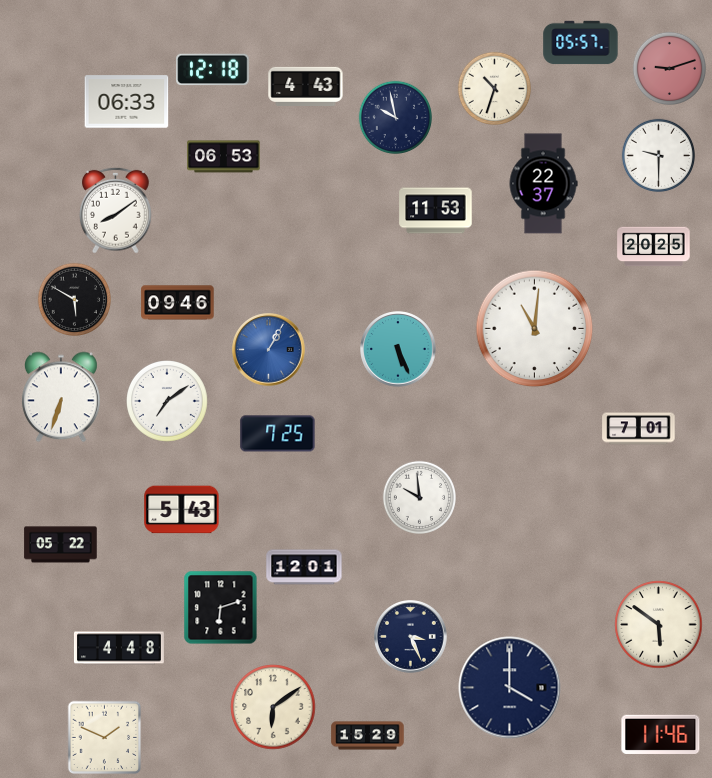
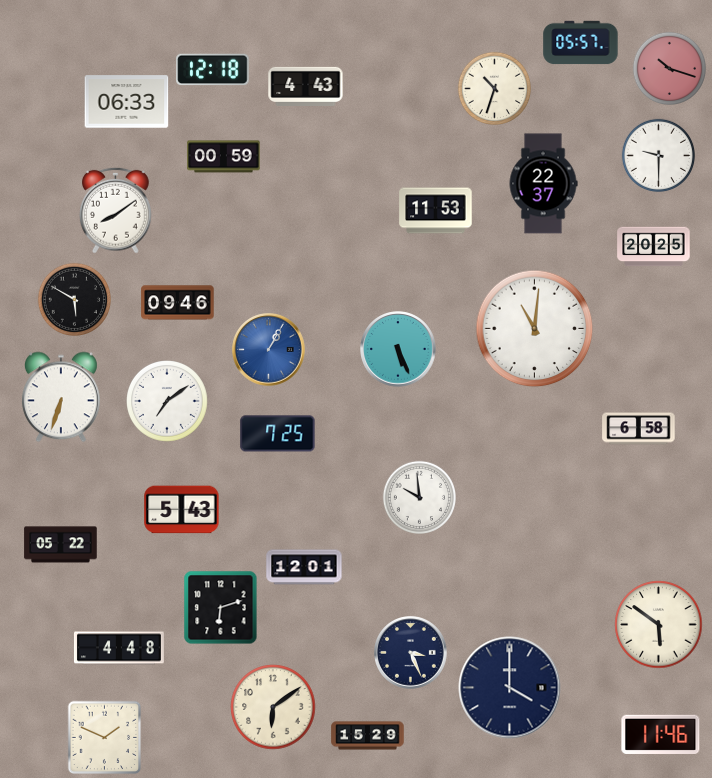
clock at (669, 68): 9:12 -> 10:18
clock at (395, 117): 9:58 -> none
clock at (224, 157): 06:53 -> 00:59
clock at (639, 429): 7:01 -> 6:58
clock at (411, 637) position: (411, 637) -> (411, 653)
